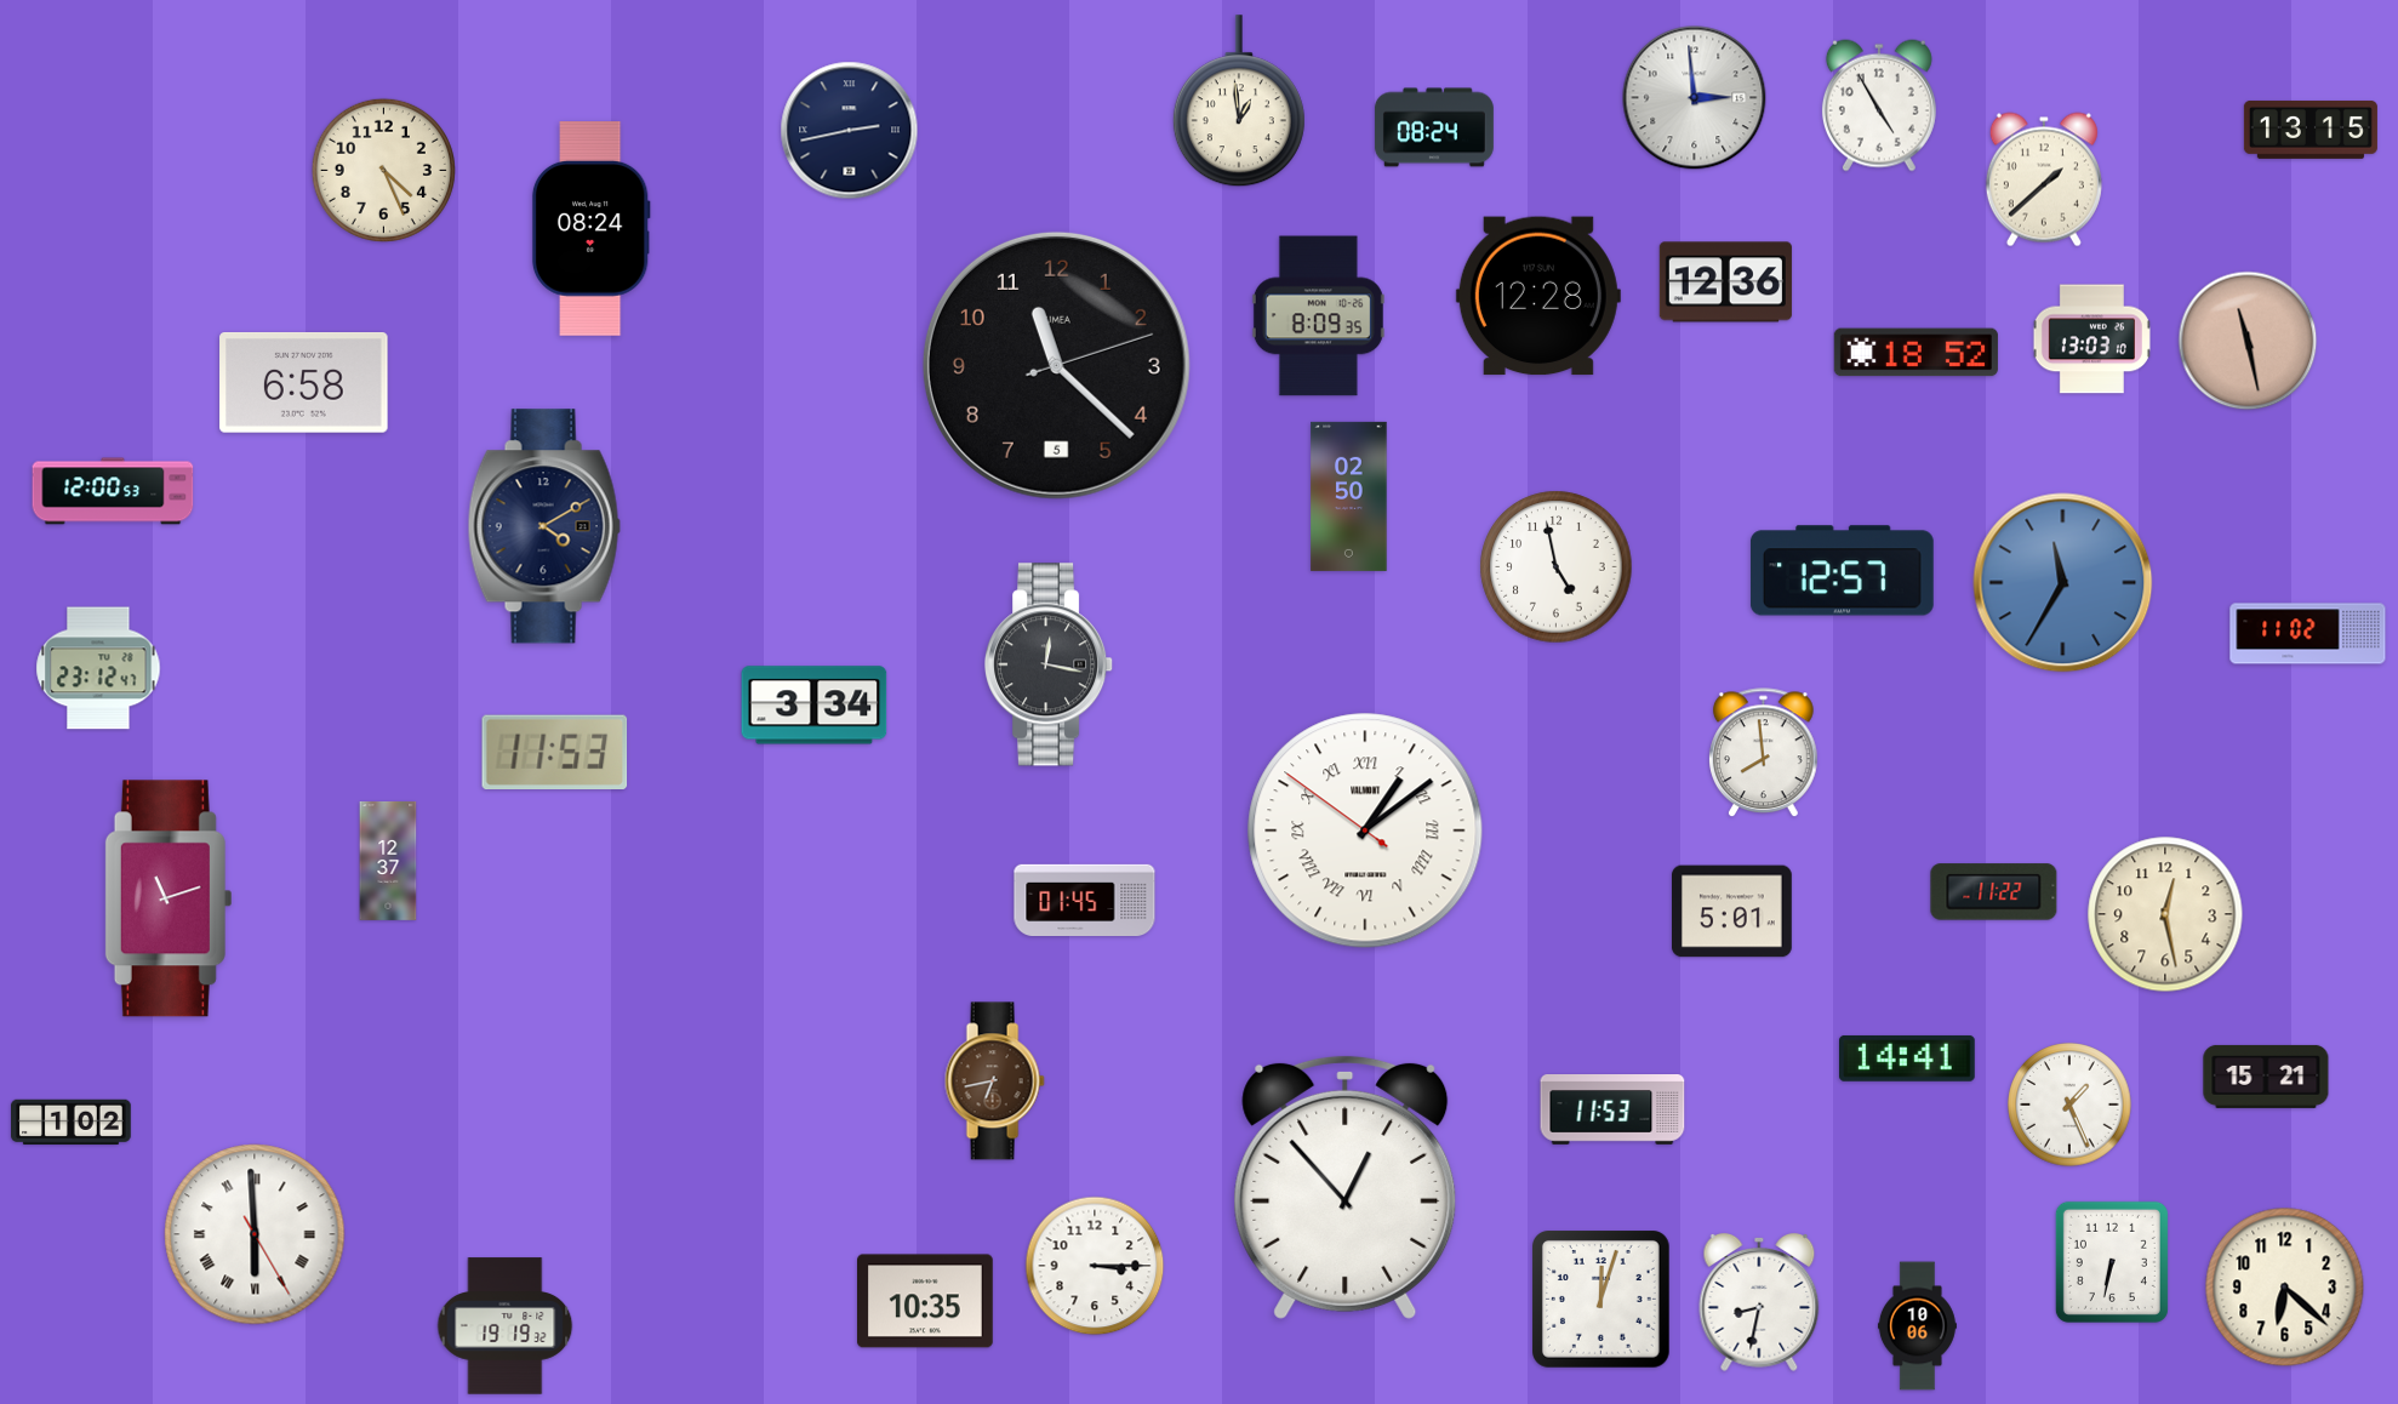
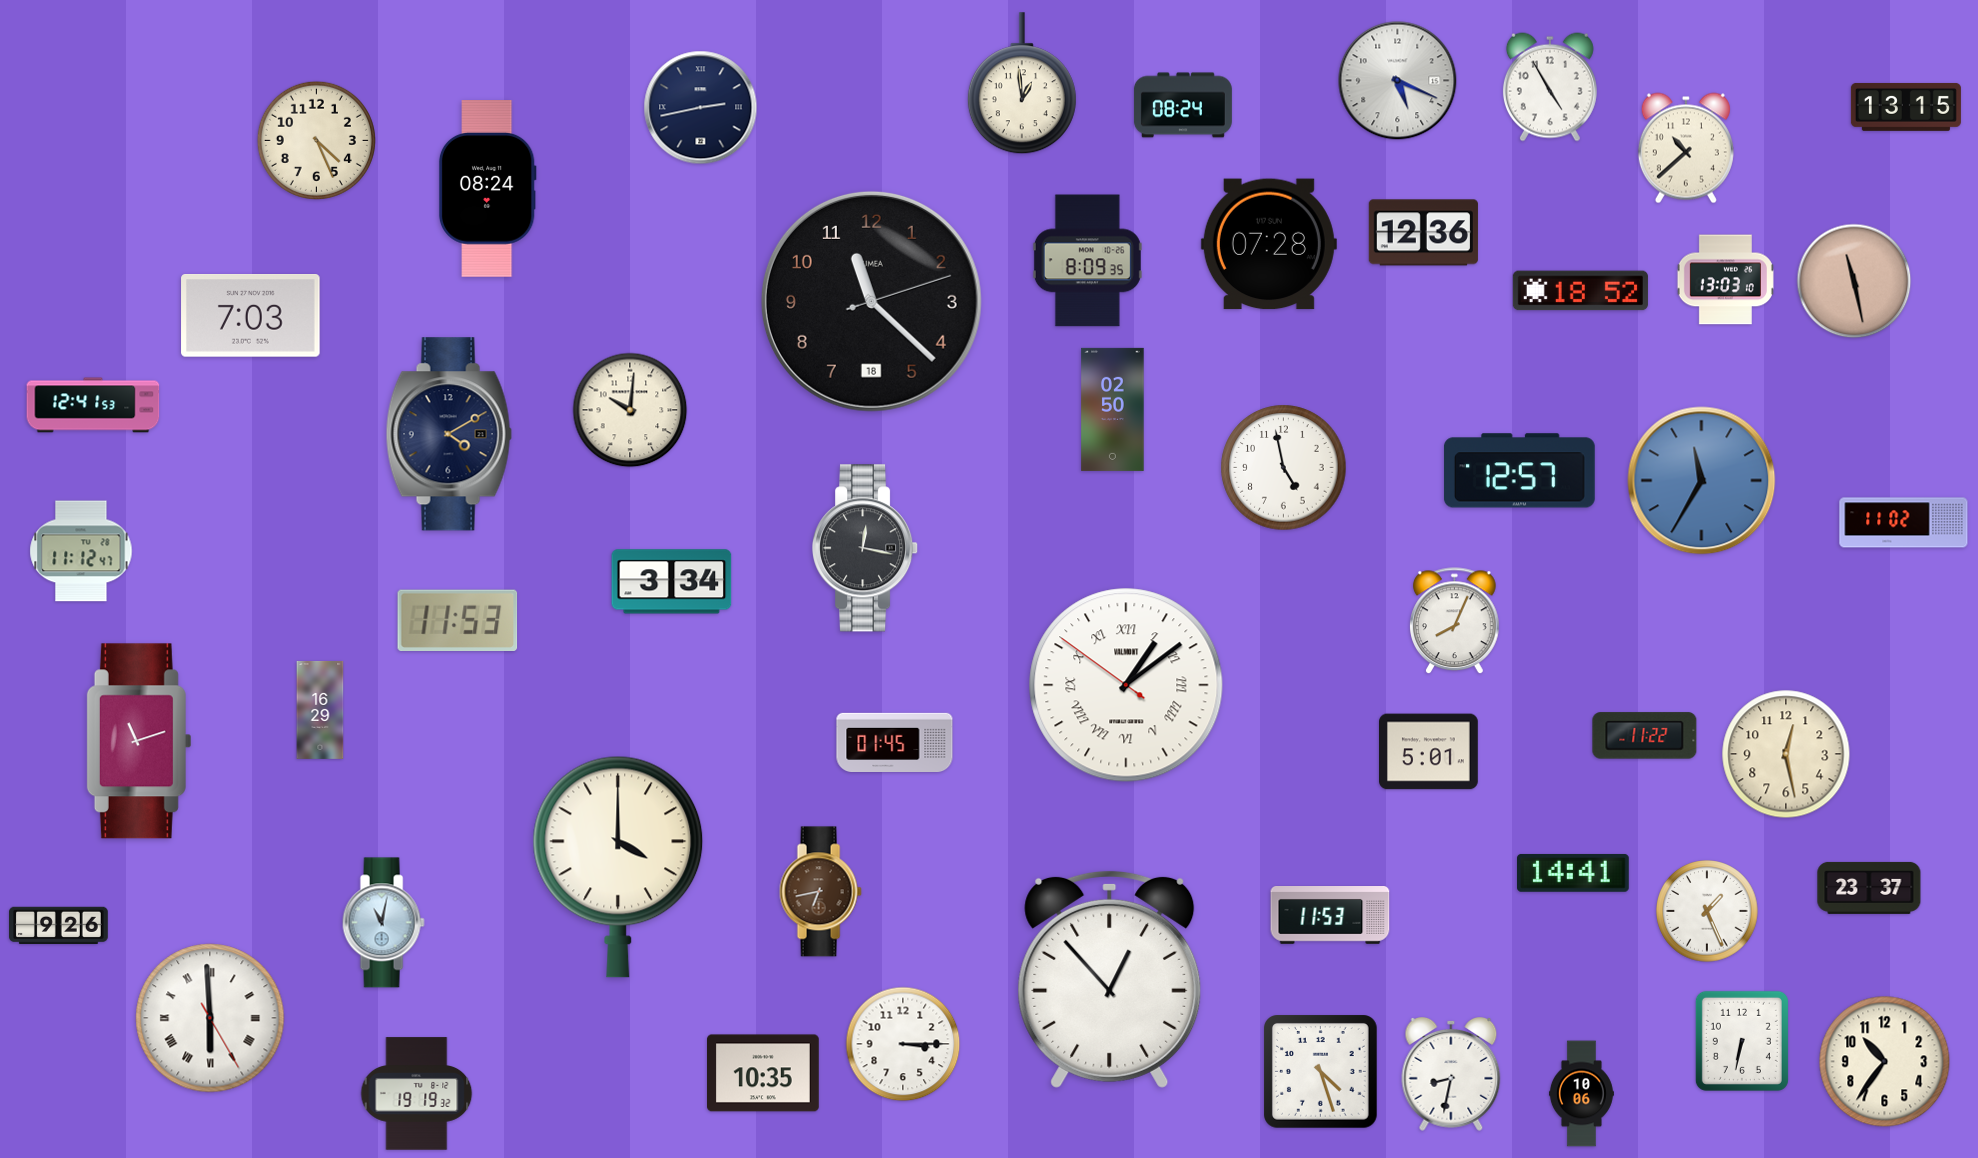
clock at (1695, 98): 2:59 -> 5:19
clock at (2044, 179): 1:38 -> 10:38
clock at (1538, 296): 12:28 -> 07:28
clock at (1056, 365) date: 5 -> 18
clock at (304, 383): 6:58 -> 7:03
clock at (113, 491): 12:00 -> 12:41
clock at (630, 410): none -> 10:01
clock at (98, 668): 23:12 -> 11:12
clock at (1764, 753): 7:59 -> 8:04
clock at (388, 861): 12:37 -> 16:29
clock at (618, 867): none -> 4:00
clock at (2266, 1077): 15:21 -> 23:37
clock at (383, 923): none -> 11:02
clock at (72, 1122): 1:02 -> 9:26
clock at (2285, 1288): 6:22 -> 10:36
clock at (1601, 1300): 12:03 -> 4:27
